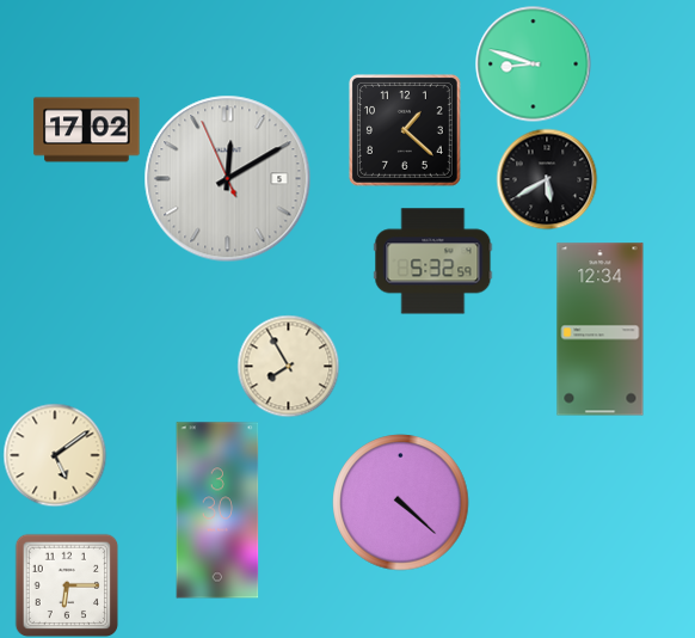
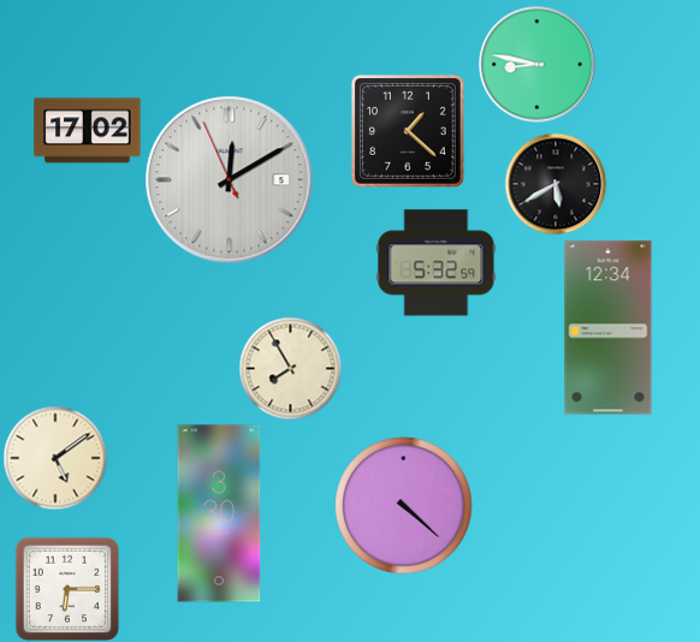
clock at (534, 65): 8:48 -> 8:47
clock at (547, 179) position: (547, 179) -> (556, 184)
clock at (601, 330) position: (601, 330) -> (609, 328)
